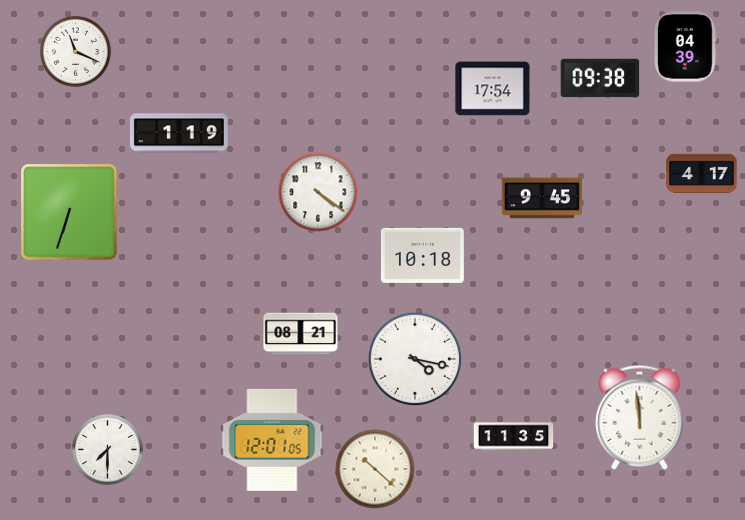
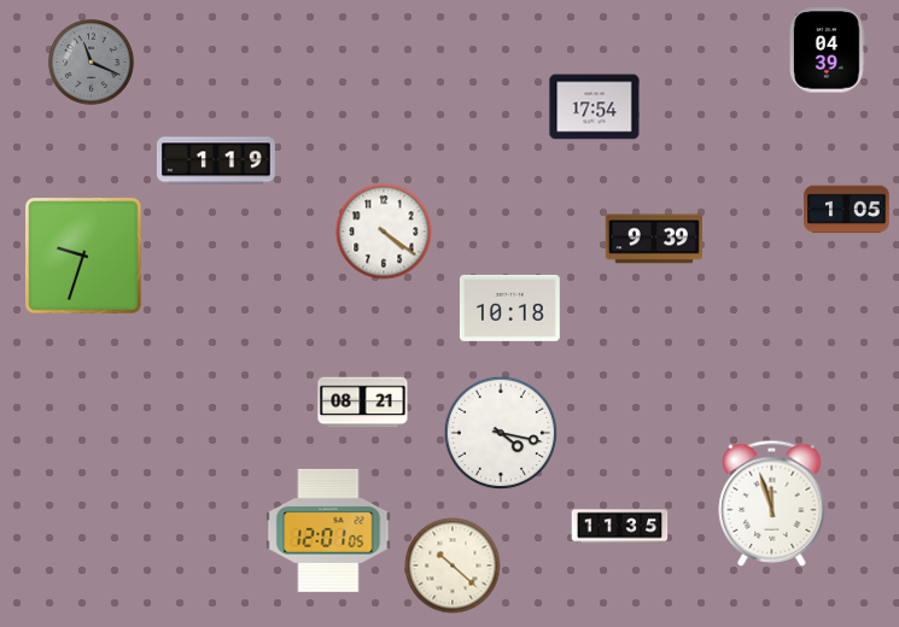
clock at (686, 47) position: (686, 47) -> (828, 51)
clock at (75, 51) dial: white -> grey
clock at (600, 78): 09:38 -> none
clock at (702, 174): 4:17 -> 1:05
clock at (541, 198): 9:45 -> 9:39
clock at (69, 212): 6:33 -> 9:33
clock at (640, 417): 11:59 -> 11:57
clock at (107, 449): 7:30 -> none
